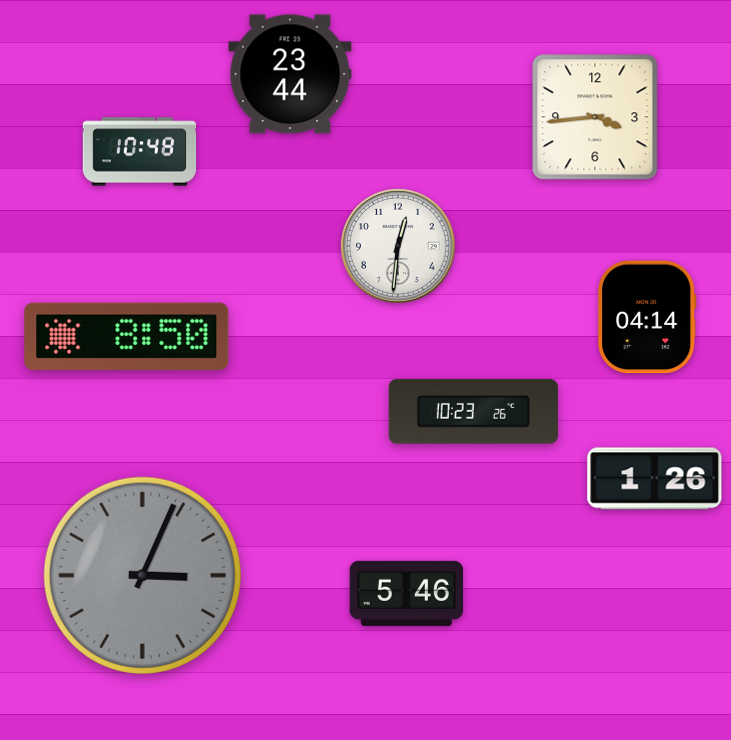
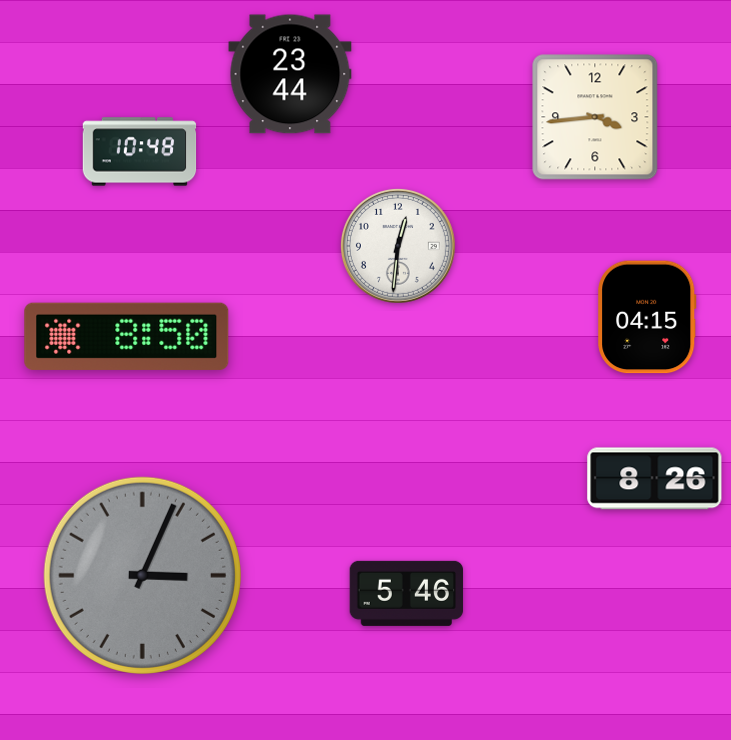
clock at (647, 317): 04:14 -> 04:15
clock at (473, 412): 10:23 -> none
clock at (655, 479): 1:26 -> 8:26
